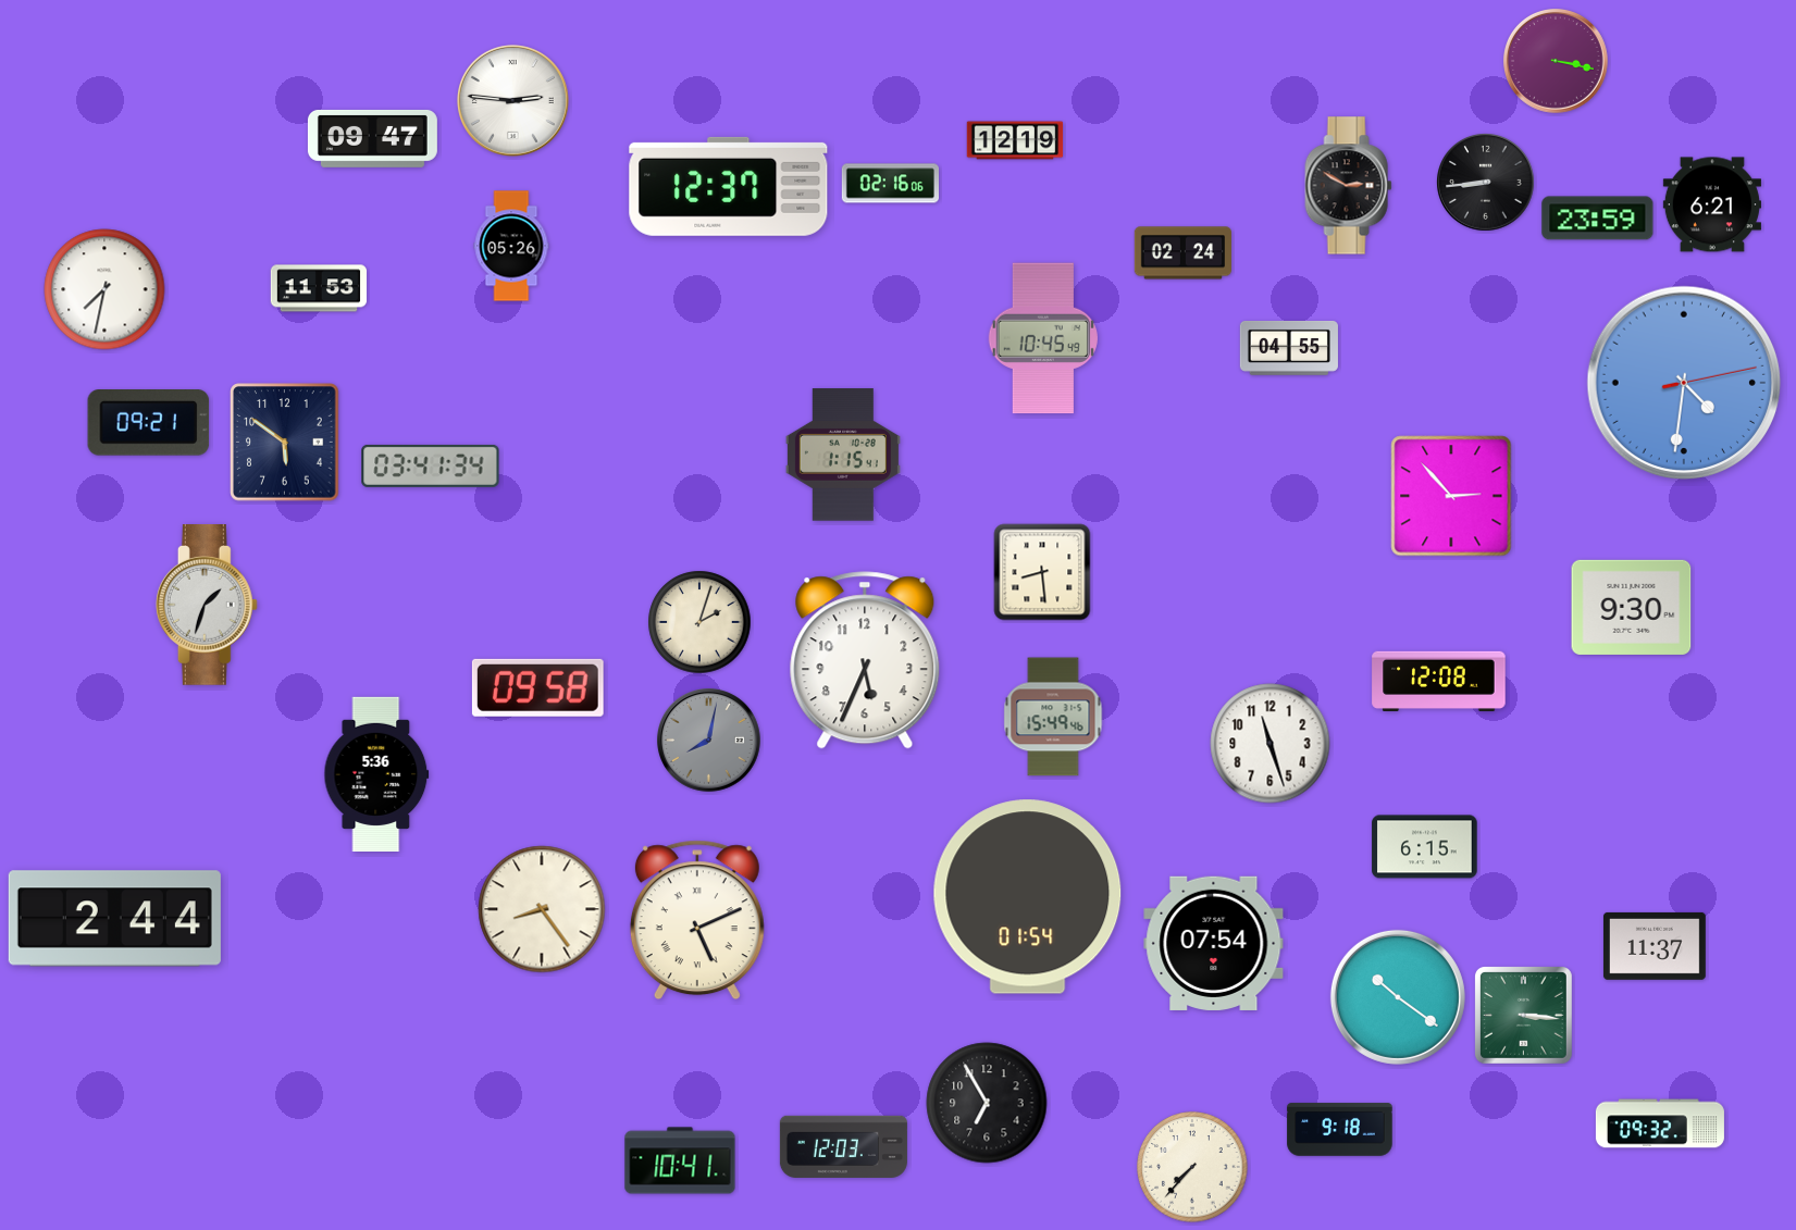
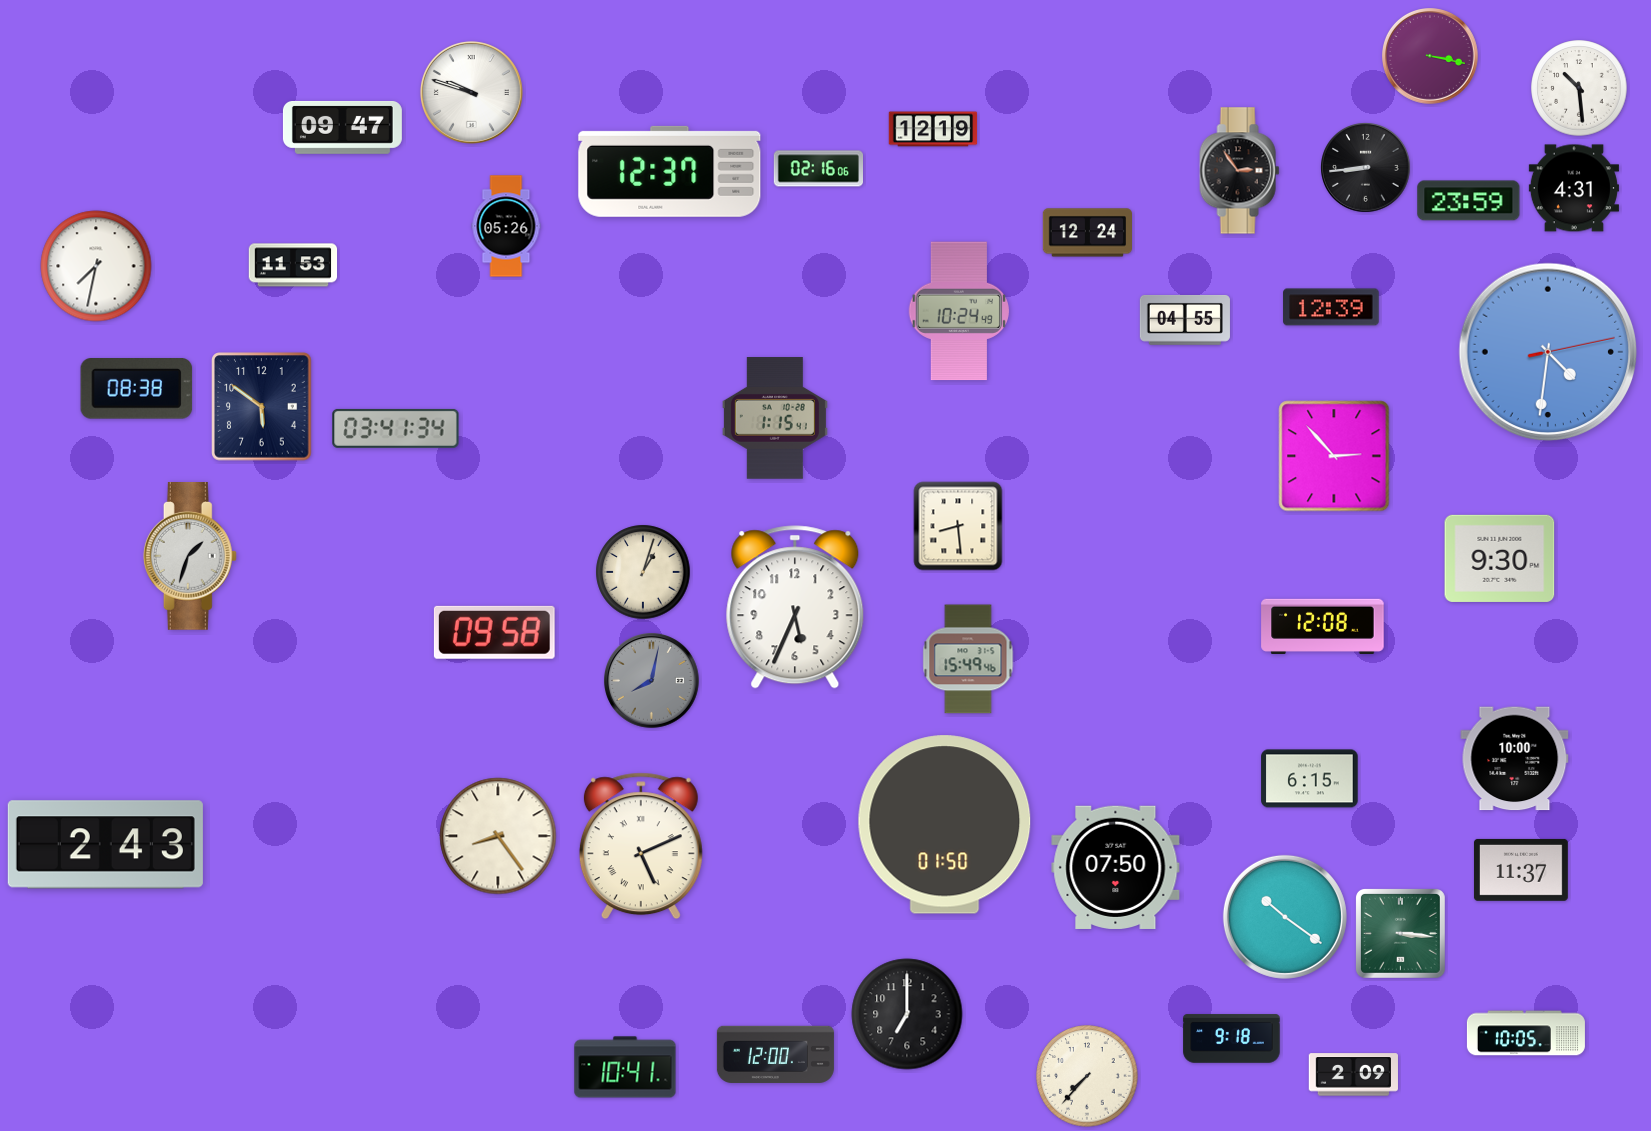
clock at (1579, 88): none -> 10:29
clock at (512, 100): 2:46 -> 9:48
clock at (1349, 186): 2:50 -> 2:54
clock at (1712, 204): 6:21 -> 4:31
clock at (511, 246) position: (511, 246) -> (506, 226)
clock at (1182, 253): 02:24 -> 12:24
clock at (1331, 307): none -> 12:39
clock at (1043, 338): 10:45 -> 10:24
clock at (149, 423): 09:21 -> 08:38
clock at (699, 622): 2:03 -> 1:03
clock at (1271, 744): 11:27 -> none
clock at (376, 774): 5:36 -> none
clock at (1515, 759): none -> 10:00
clock at (1028, 897): 01:54 -> 01:50
clock at (114, 919): 2:44 -> 2:43
clock at (1214, 943): 07:54 -> 07:50
clock at (987, 1103): 6:55 -> 7:00
clock at (1660, 1123): 09:32 -> 10:05
clock at (843, 1146): 12:03 -> 12:00
clock at (1192, 1167) position: (1192, 1167) -> (1087, 1076)
clock at (1353, 1075): none -> 2:09
